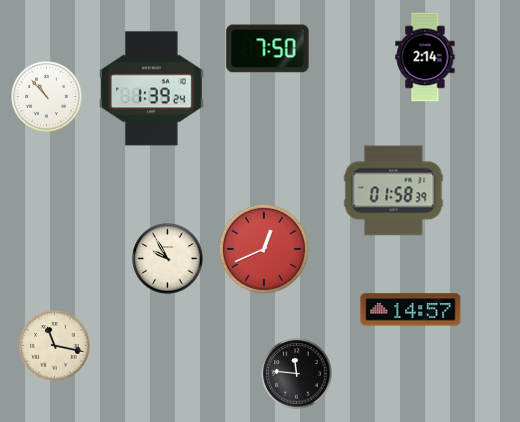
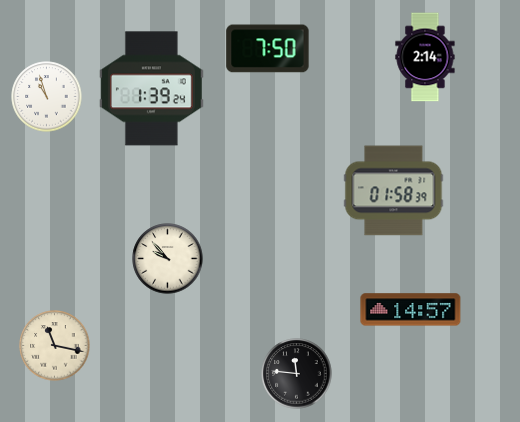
clock at (47, 97): 10:53 -> 10:57
clock at (264, 249): 12:41 -> none
clock at (168, 259): 9:55 -> 9:53
